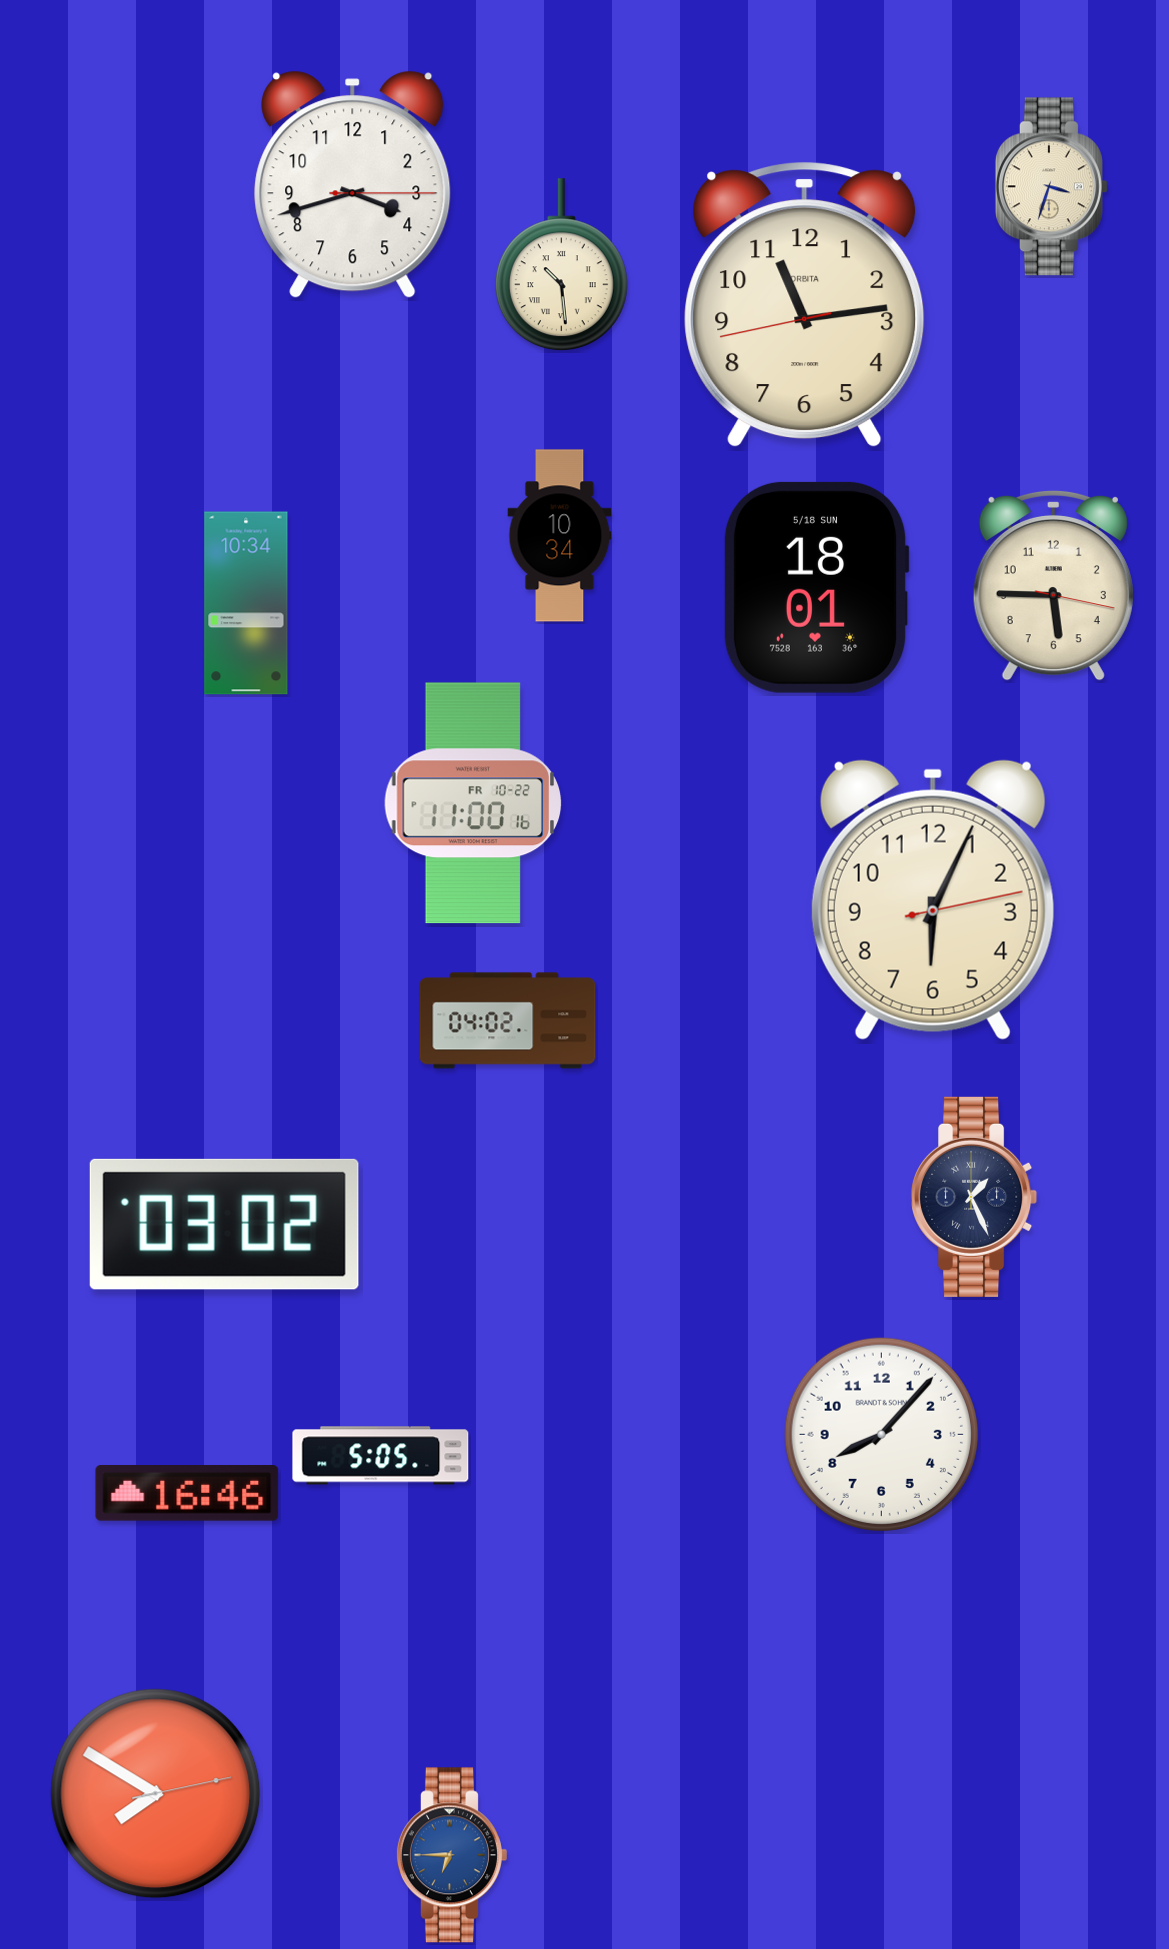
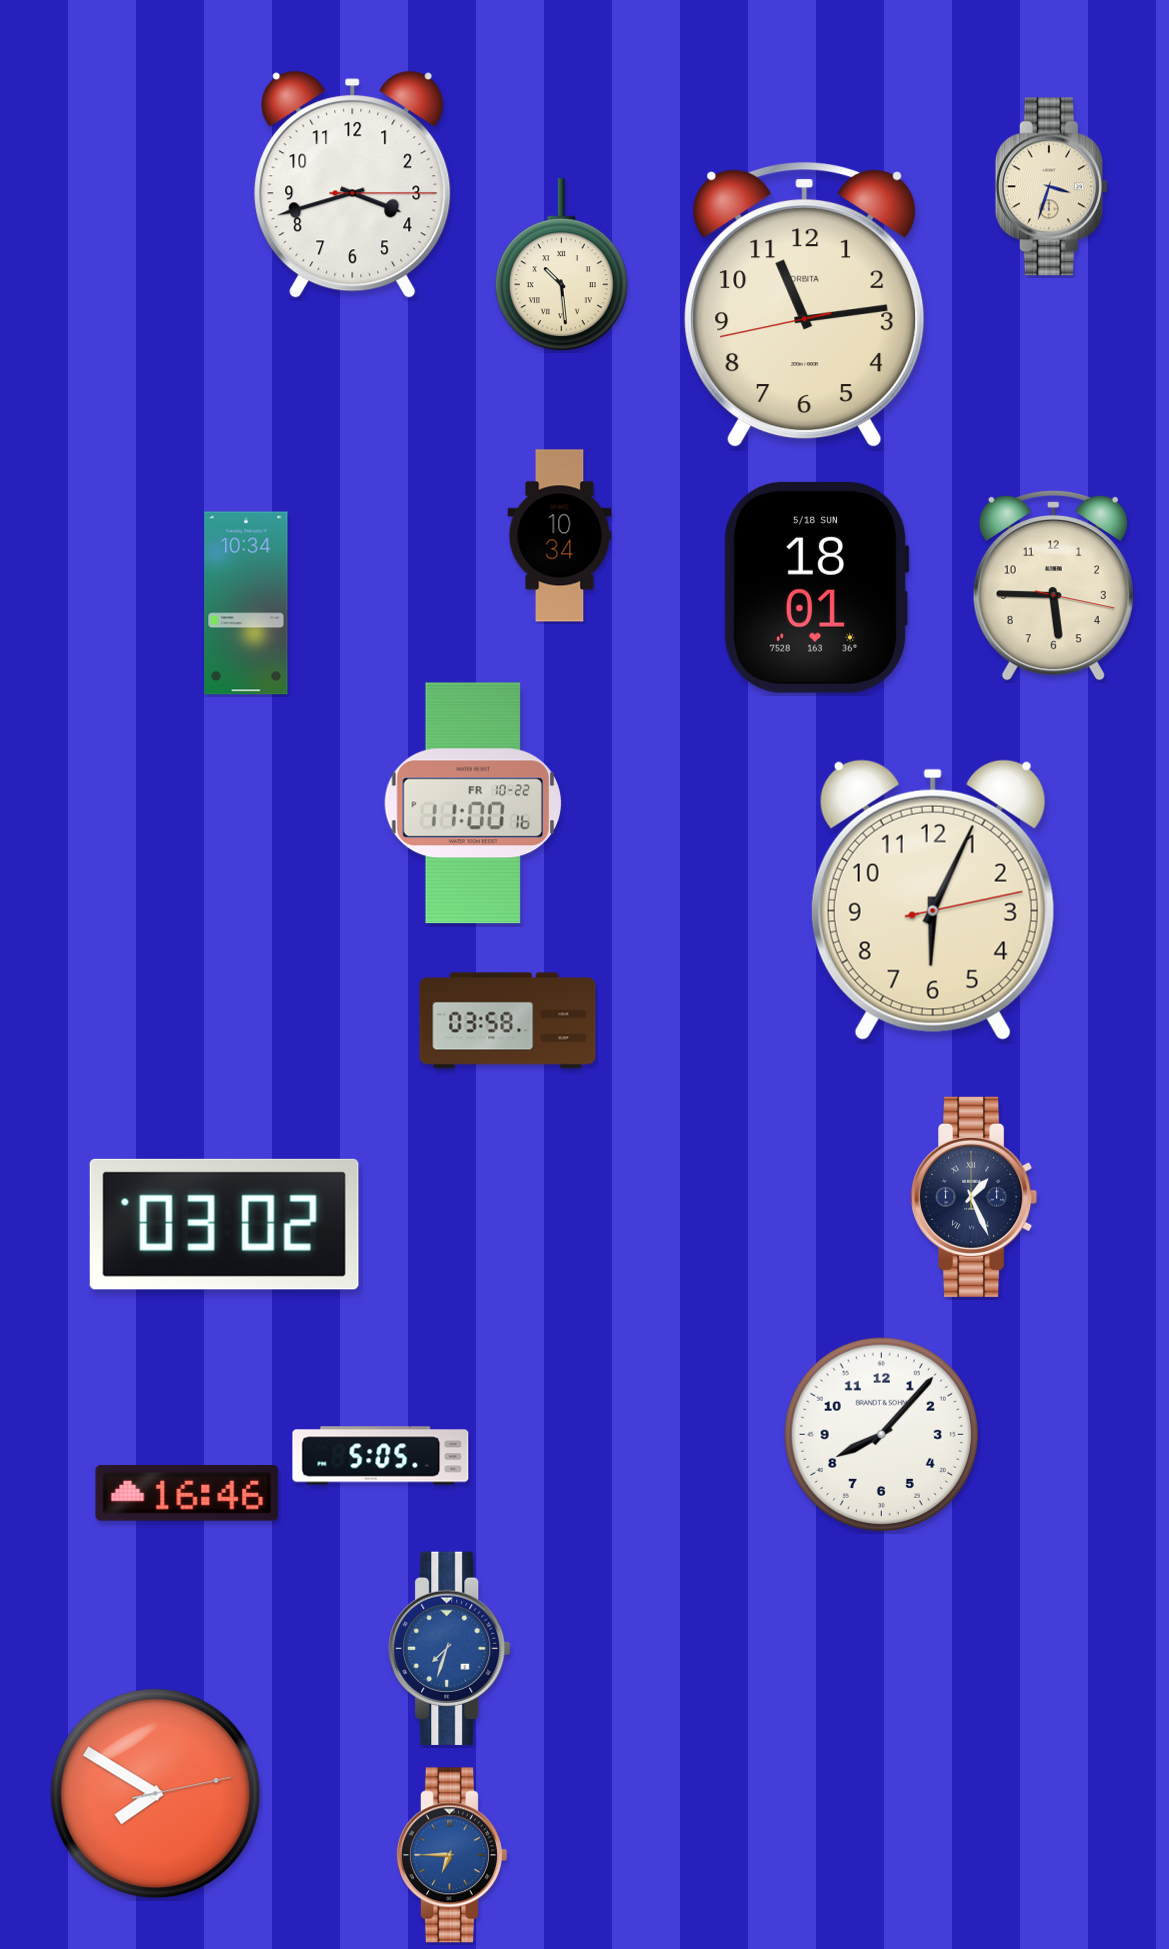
clock at (508, 1021): 04:02 -> 03:58
clock at (450, 1648): none -> 7:33
